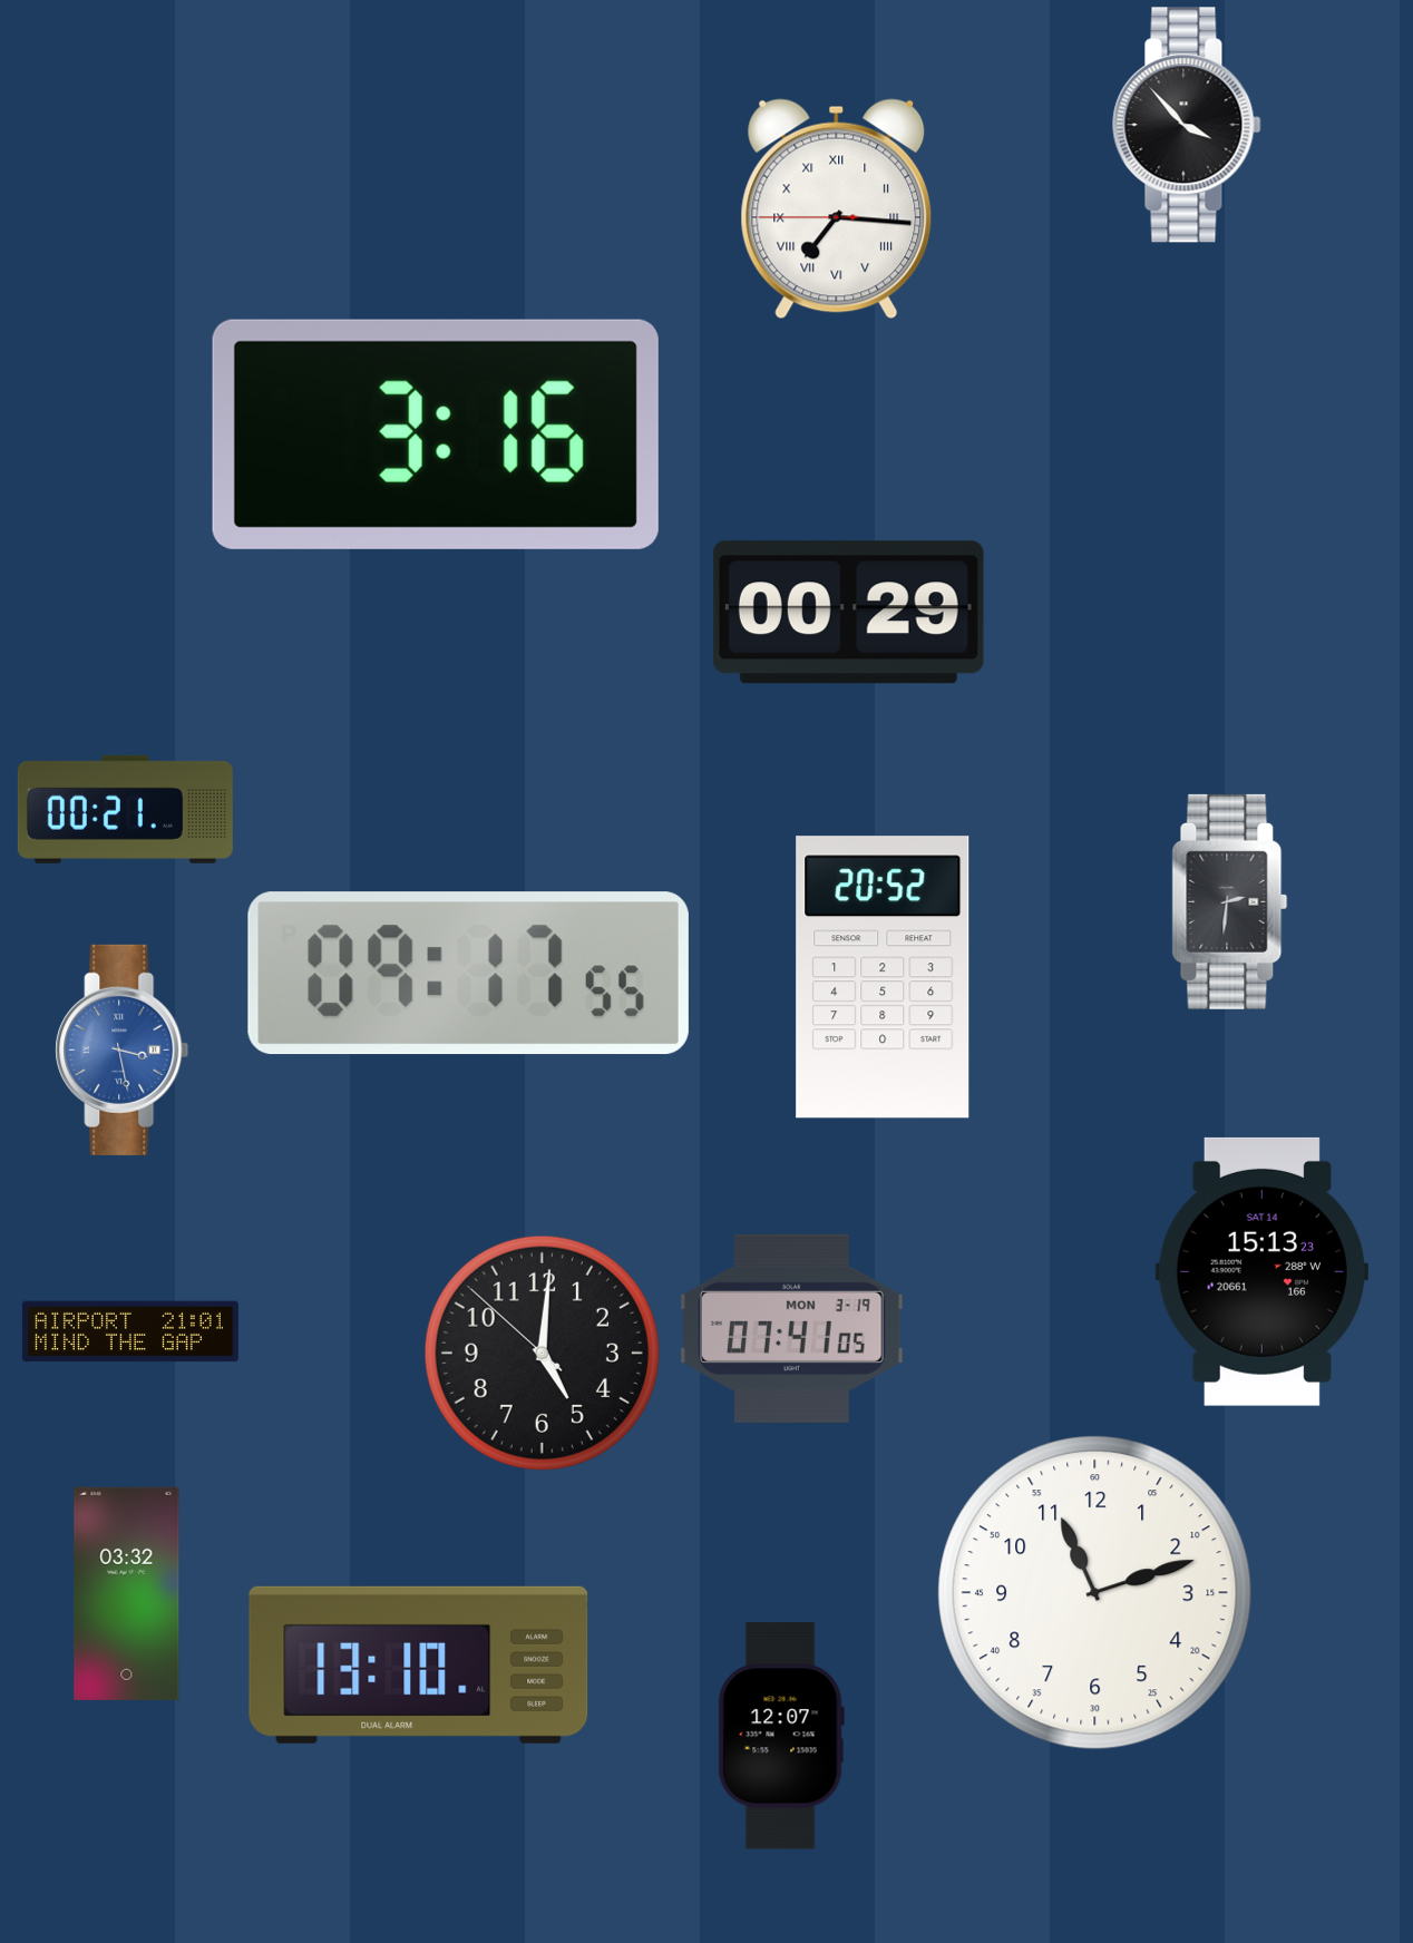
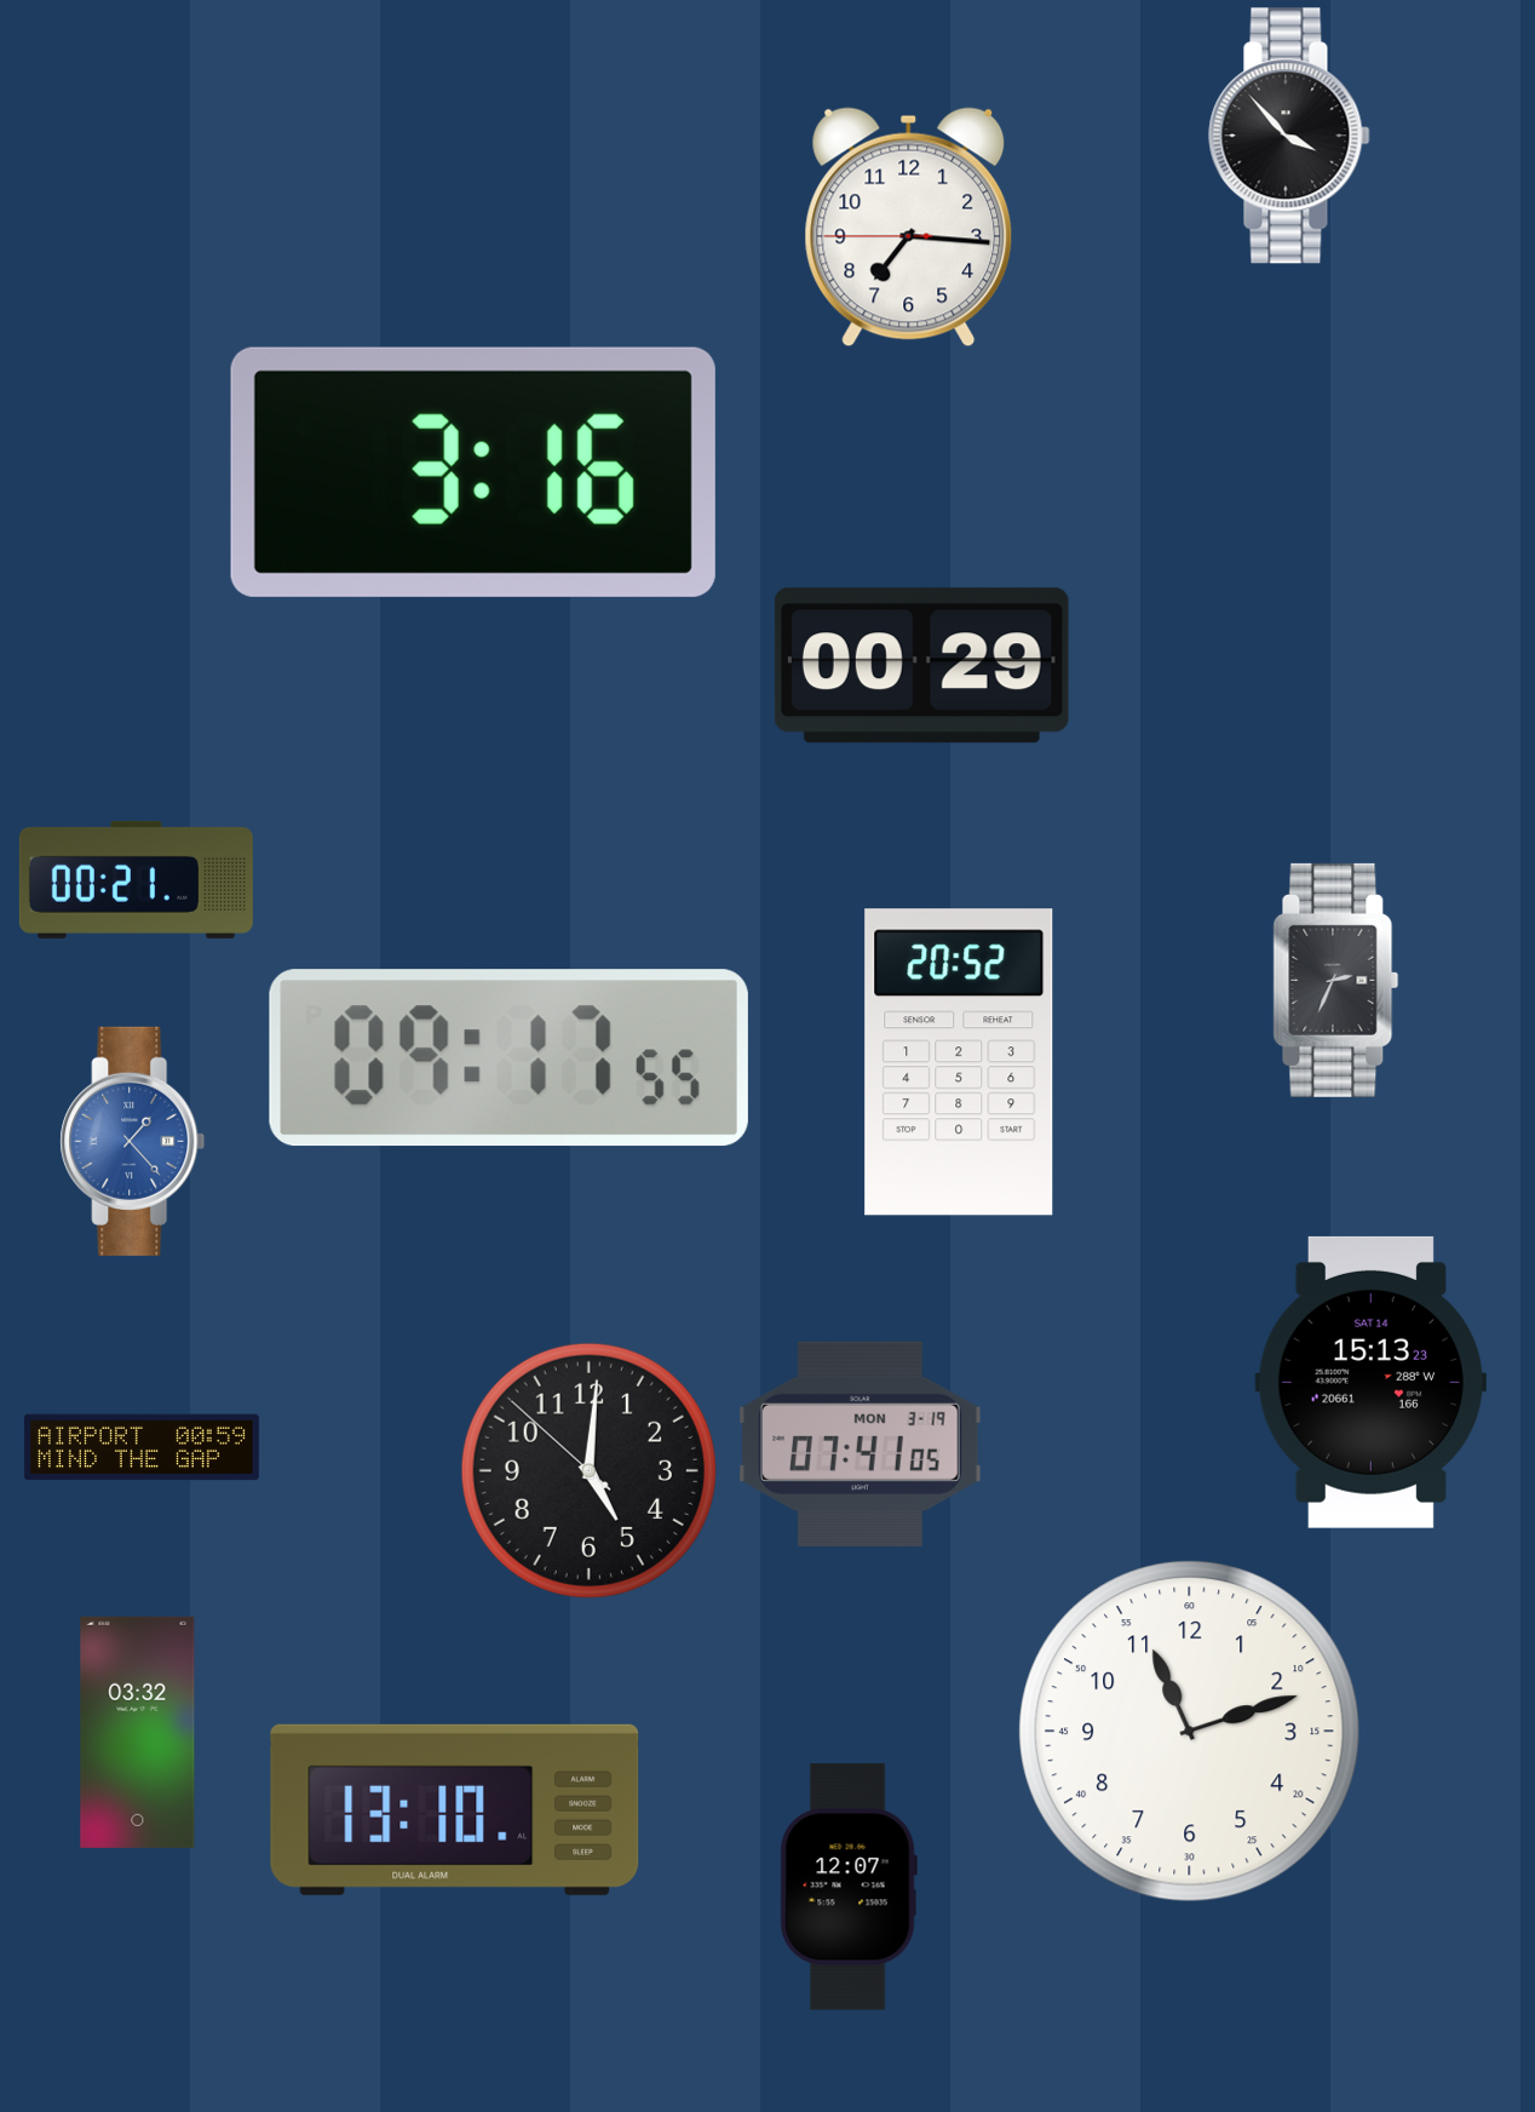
clock at (837, 209) numerals: Roman -> Arabic
clock at (1230, 901): 2:31 -> 2:34
clock at (123, 1049): 3:28 -> 1:23
clock at (130, 1331): 21:01 -> 00:59
